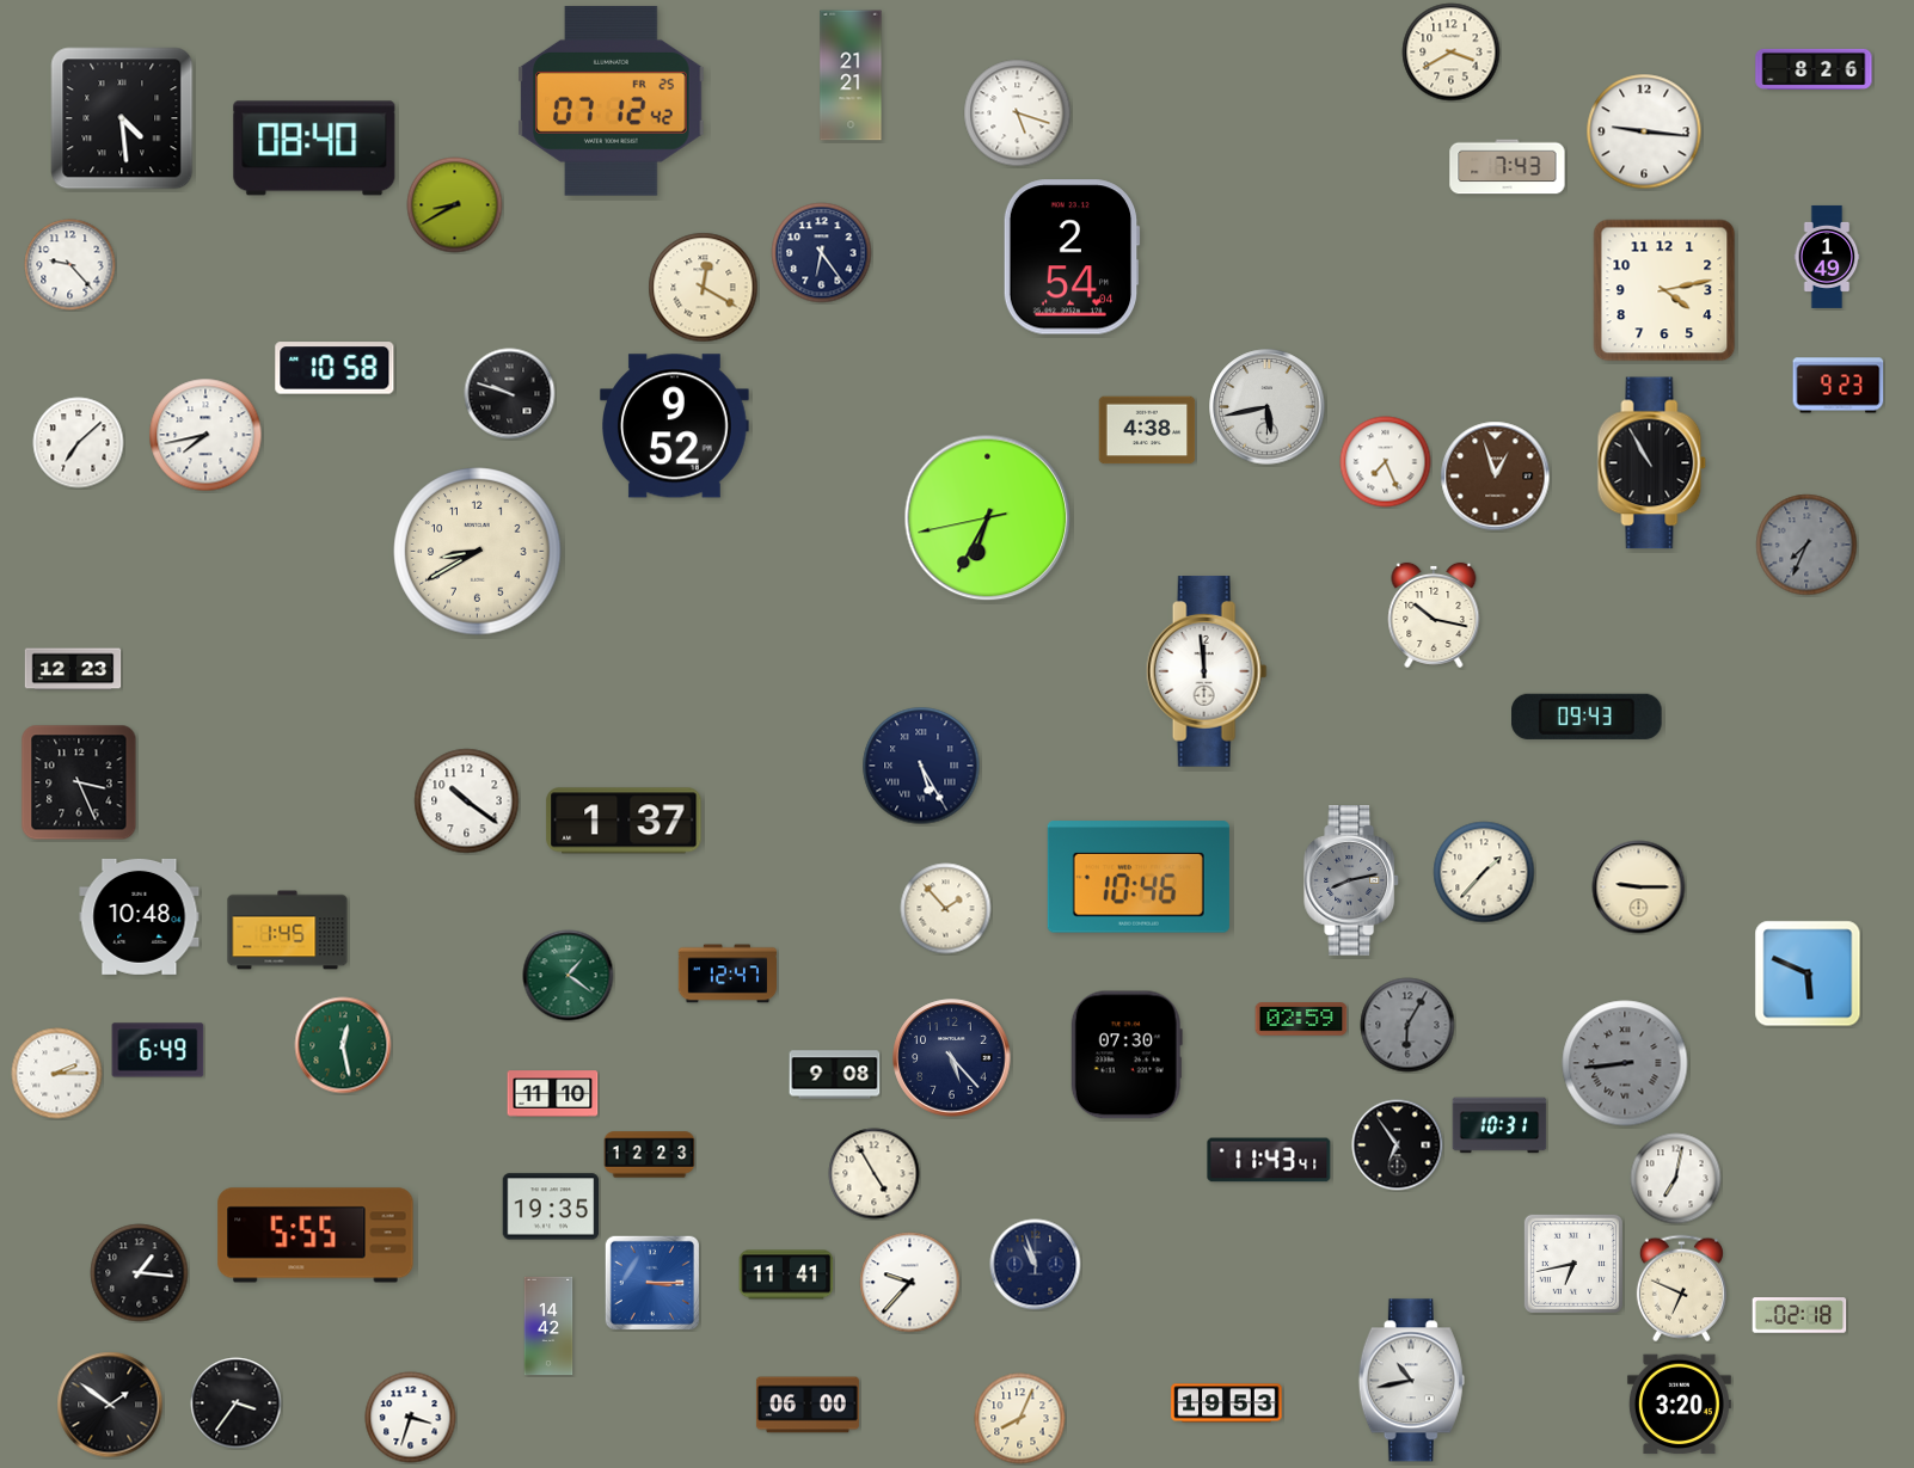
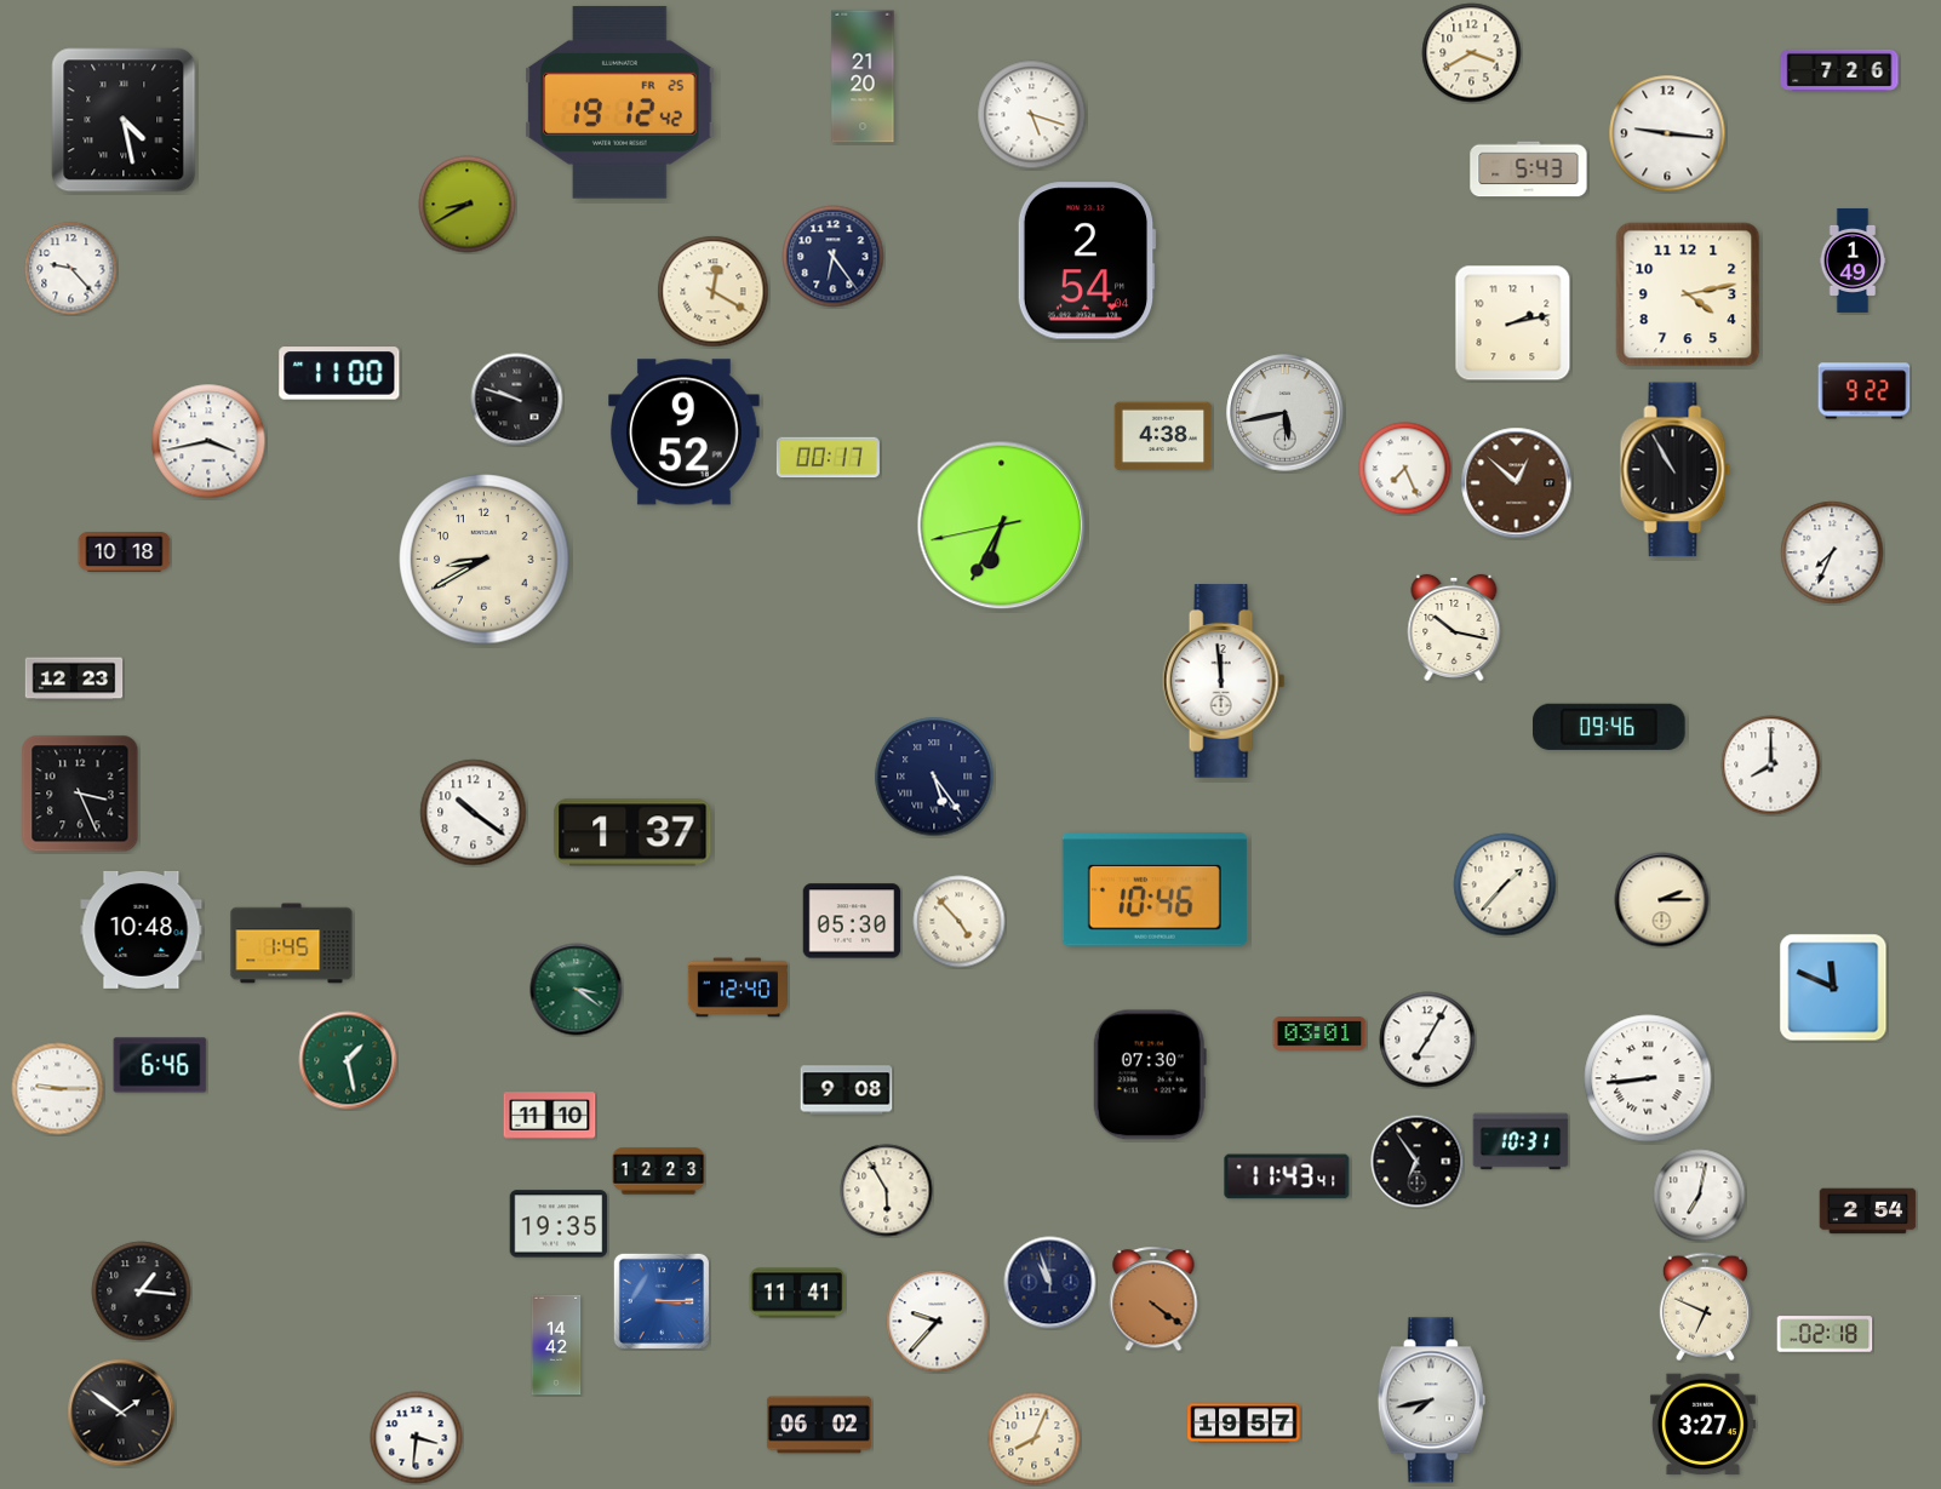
clock at (1814, 69): 8:26 -> 7:26
clock at (851, 75): 21:21 -> 21:20
clock at (612, 100): 07:12 -> 19:12
clock at (122, 118): 4:29 -> 4:28
clock at (314, 148): 08:40 -> none
clock at (1508, 167): 7:43 -> 5:43
clock at (455, 205) position: (455, 205) -> (468, 205)
clock at (1513, 323): none -> 2:13
clock at (335, 368): 10:58 -> 11:00
clock at (1839, 386): 9:23 -> 9:22
clock at (205, 435): 7:43 -> 3:43
clock at (79, 443): 7:08 -> none
clock at (828, 458): none -> 00:17
clock at (1496, 477): 12:57 -> 12:52
clock at (125, 552): none -> 10:18
clock at (1806, 545) dial: grey -> white
clock at (1434, 615) position: (1434, 615) -> (1454, 628)
clock at (1588, 717): 09:43 -> 09:46
clock at (1771, 766): none -> 8:00
clock at (921, 766): 5:25 -> 5:24
clock at (1352, 880): 8:13 -> none
clock at (1639, 887): 9:15 -> 2:15
clock at (852, 921): none -> 05:30
clock at (946, 909): 1:53 -> 4:53
clock at (726, 973): 12:47 -> 12:40
clock at (1808, 973): 5:49 -> 11:49
clock at (569, 976): 1:21 -> 3:21
clock at (1301, 1019): 02:59 -> 03:01
clock at (1407, 1025): 6:05 -> 7:05
clock at (1407, 1025) dial: grey -> white
clock at (343, 1045): 12:28 -> 1:28
clock at (158, 1050): 6:49 -> 6:46
clock at (1127, 1055) position: (1127, 1055) -> (1150, 1075)
clock at (952, 1058): 5:23 -> none
clock at (1625, 1063) dial: grey -> white
clock at (57, 1074): 2:15 -> 9:15
clock at (553, 1094) position: (553, 1094) -> (550, 1116)
clock at (875, 1174): 4:55 -> 5:55
clock at (1868, 1212): none -> 2:54
clock at (315, 1235): 5:55 -> none
clock at (1573, 1264): 6:43 -> none
clock at (1153, 1299): none -> 4:21
clock at (910, 1283) position: (910, 1283) -> (938, 1322)
clock at (1411, 1381): 10:43 -> 7:43
clock at (237, 1403): 3:36 -> none
clock at (1227, 1403): 19:53 -> 19:57
clock at (110, 1405) position: (110, 1405) -> (121, 1413)
clock at (808, 1405): 06:00 -> 06:02
clock at (1679, 1405): 3:20 -> 3:27
clock at (411, 1418): 3:33 -> 3:31
